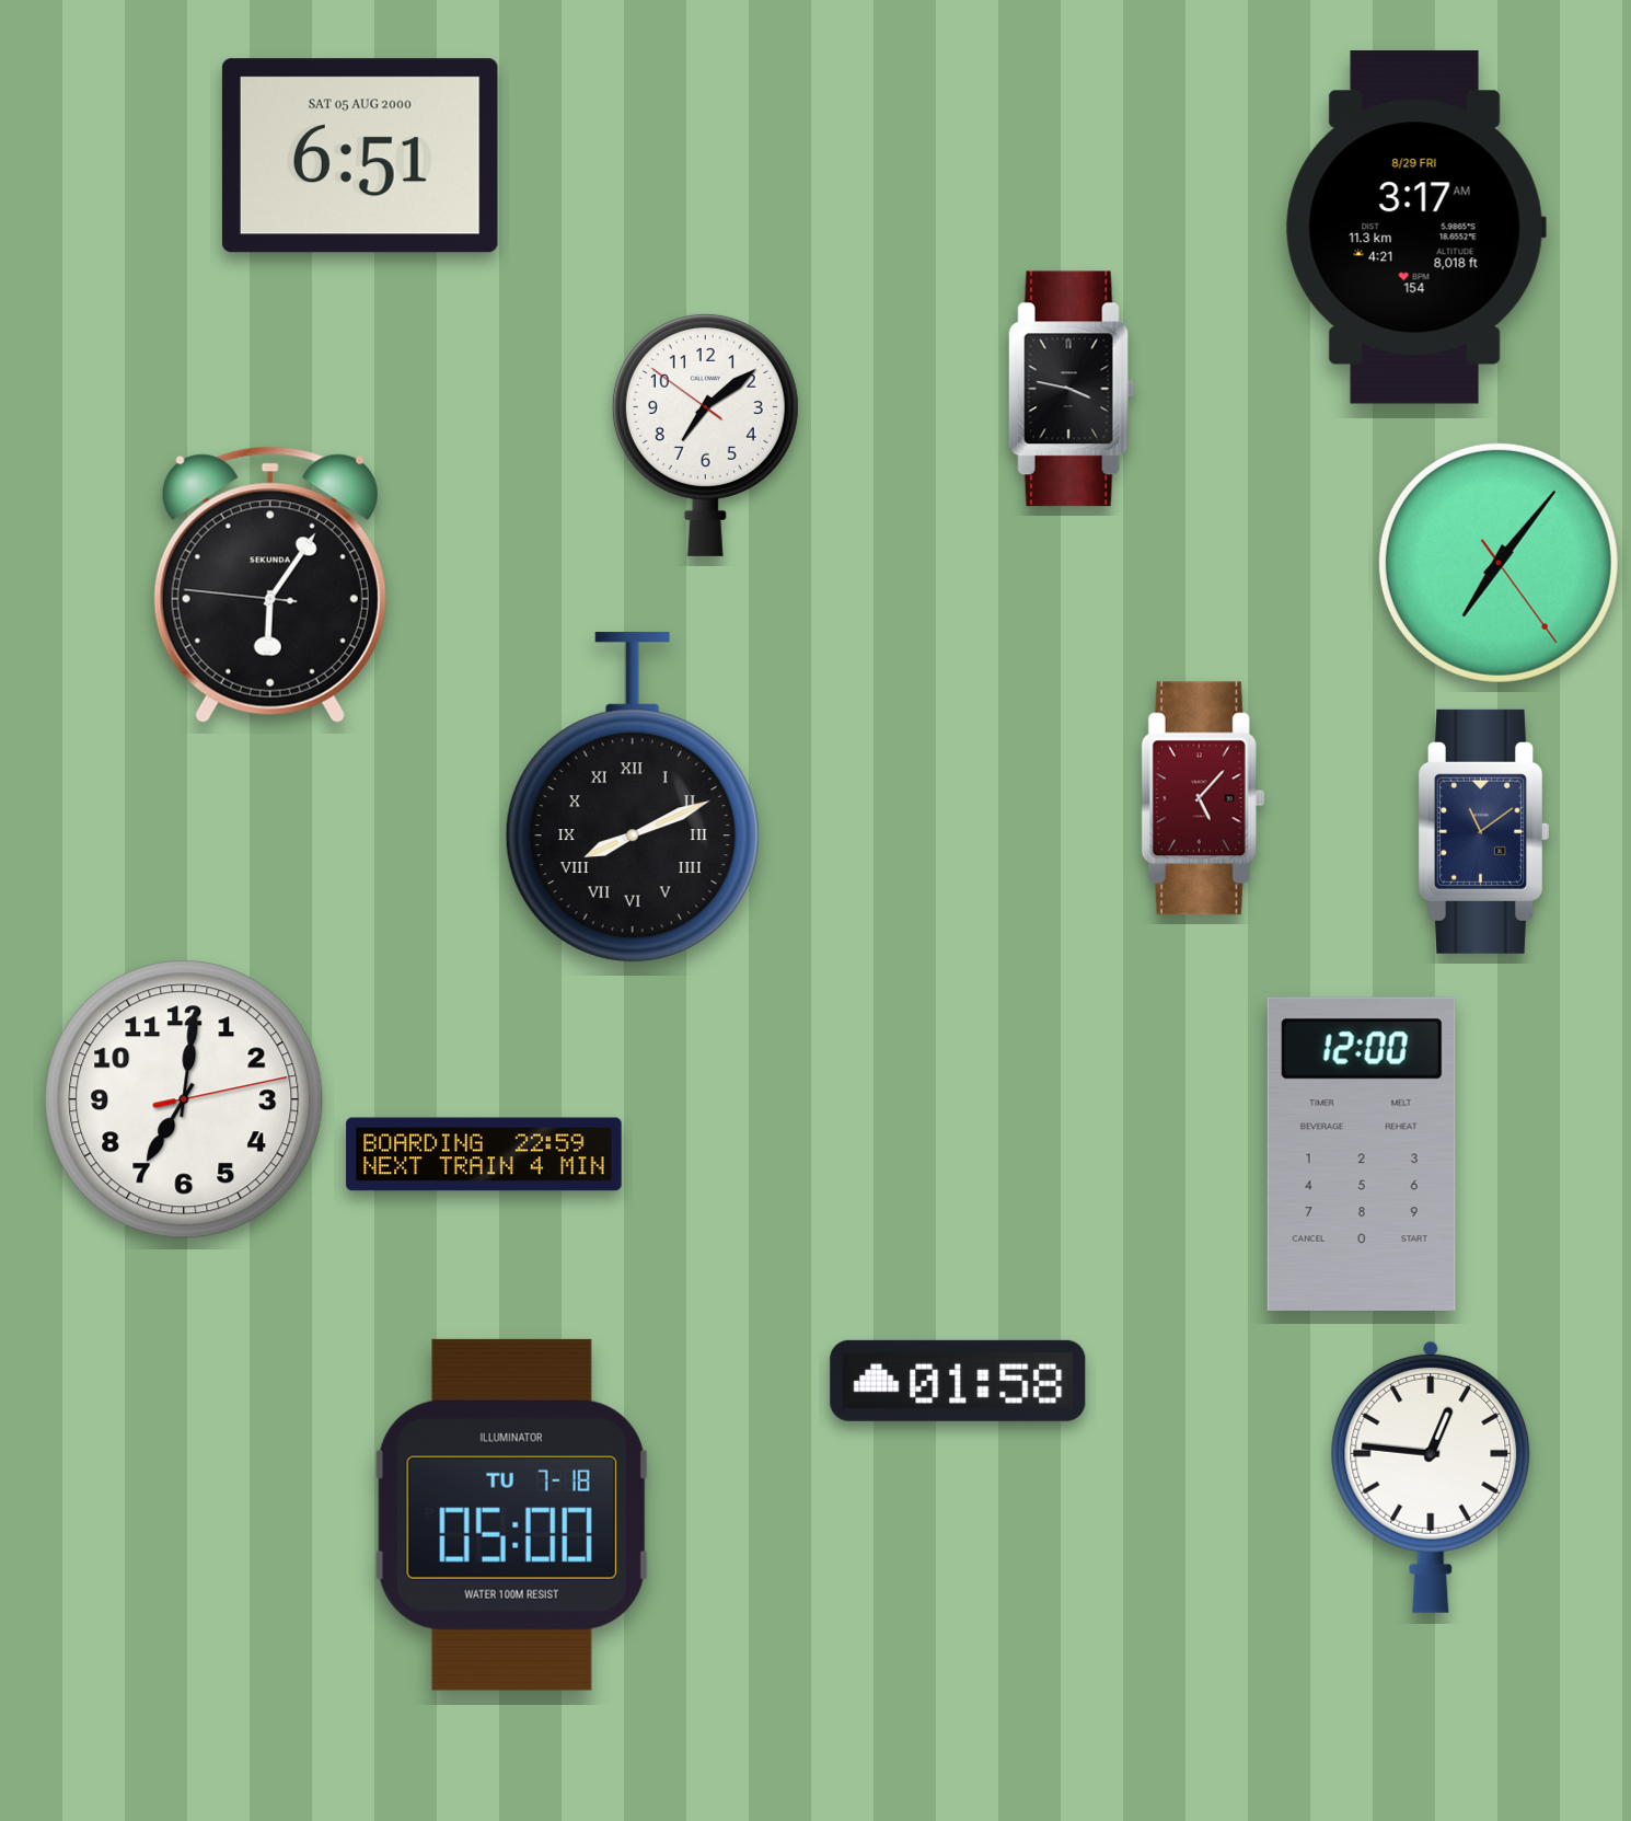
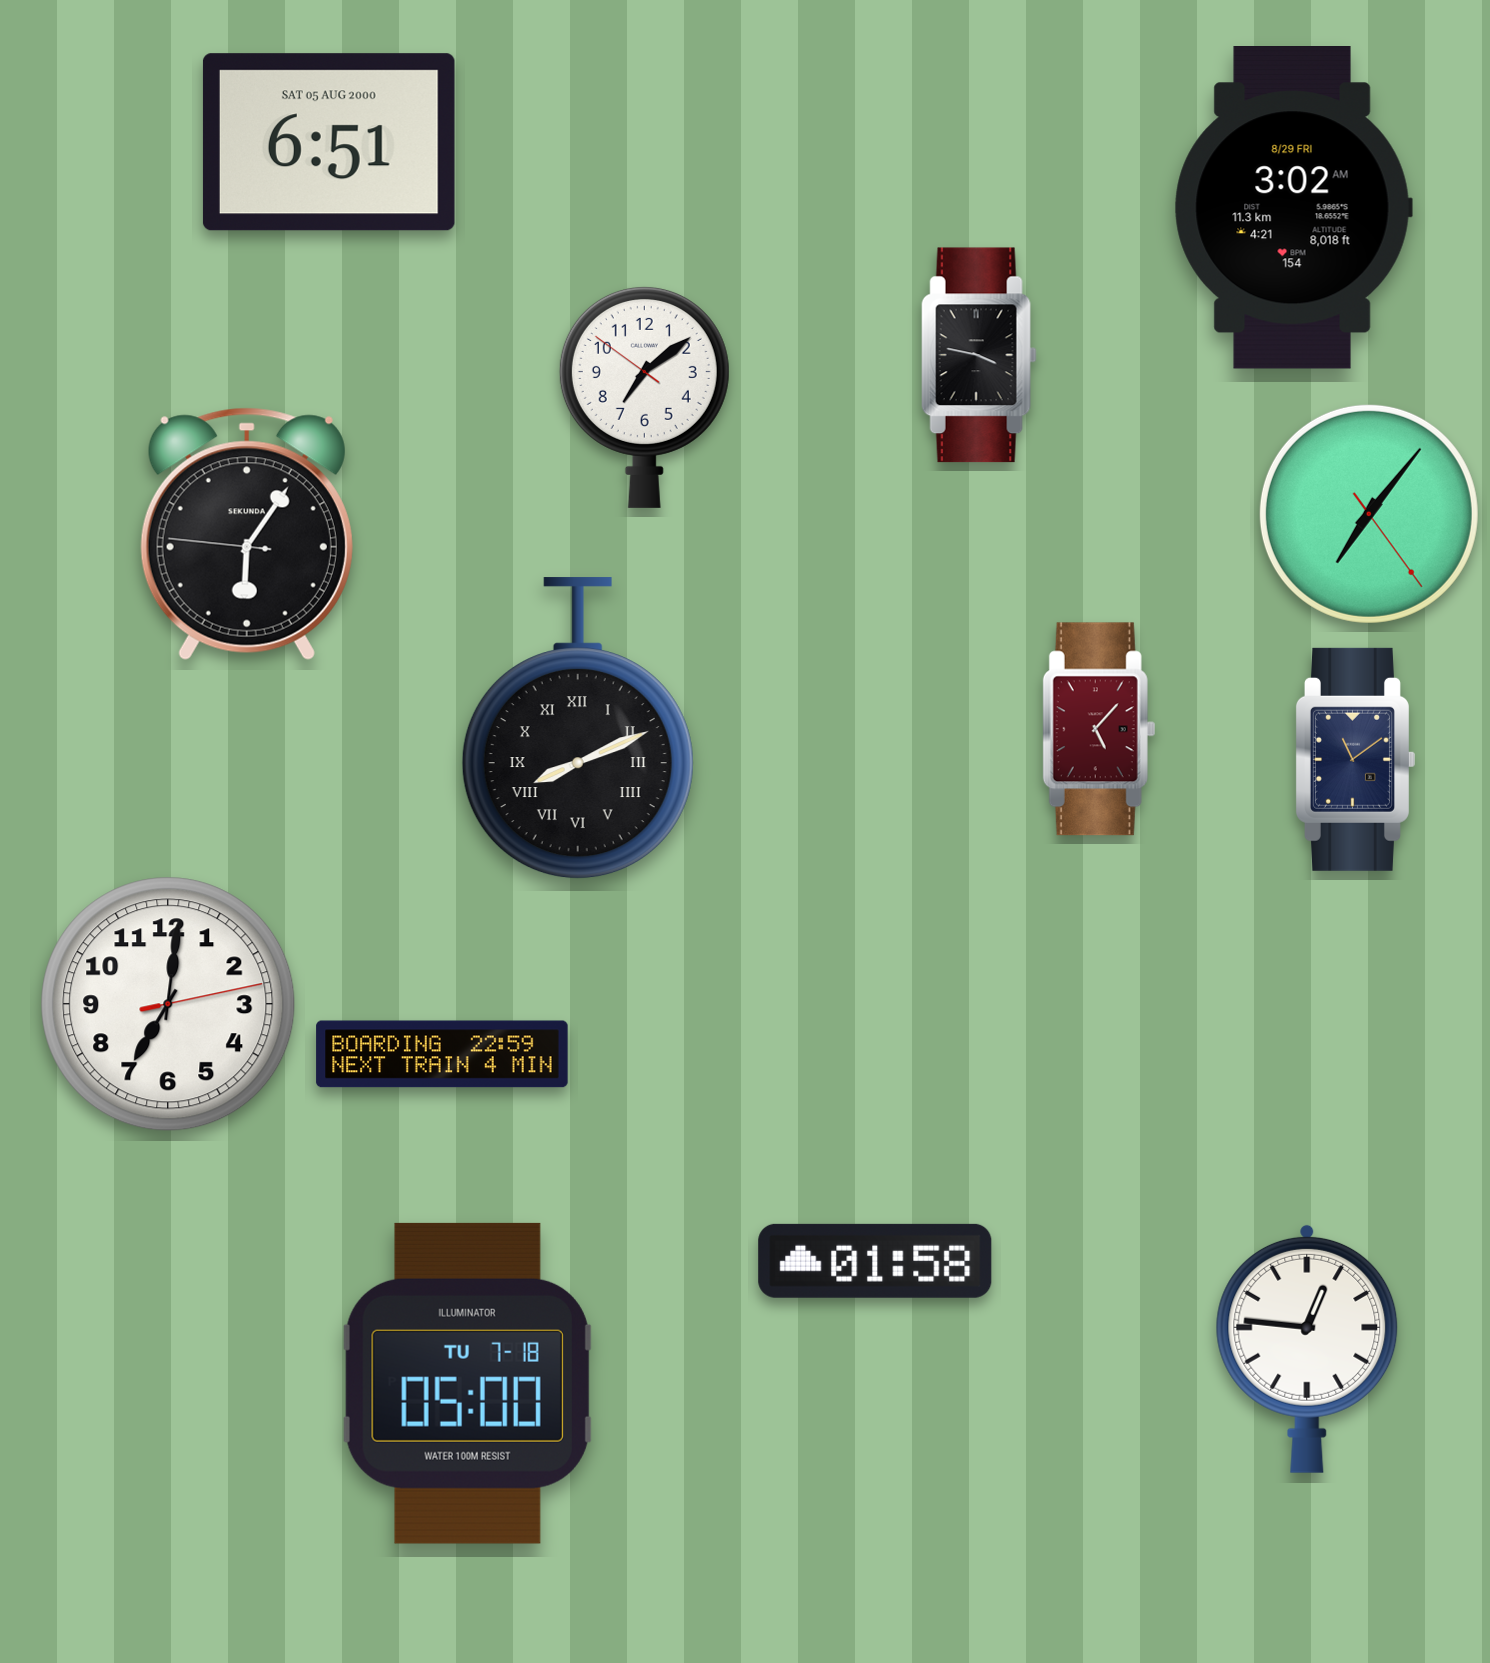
clock at (1415, 228): 3:17 -> 3:02
clock at (1362, 1154): 12:00 -> none
